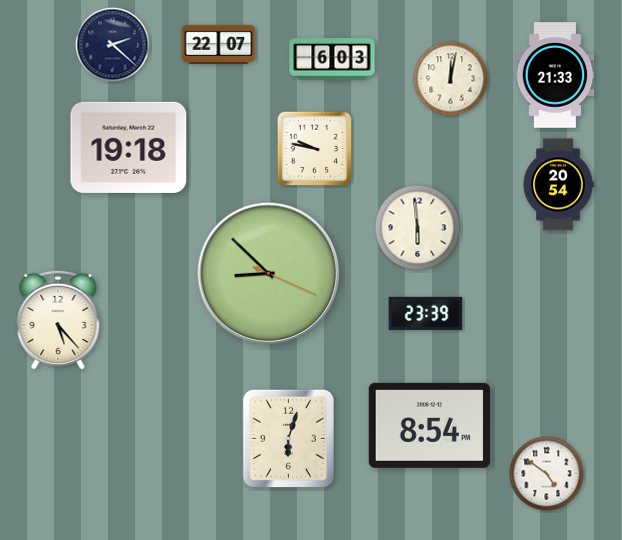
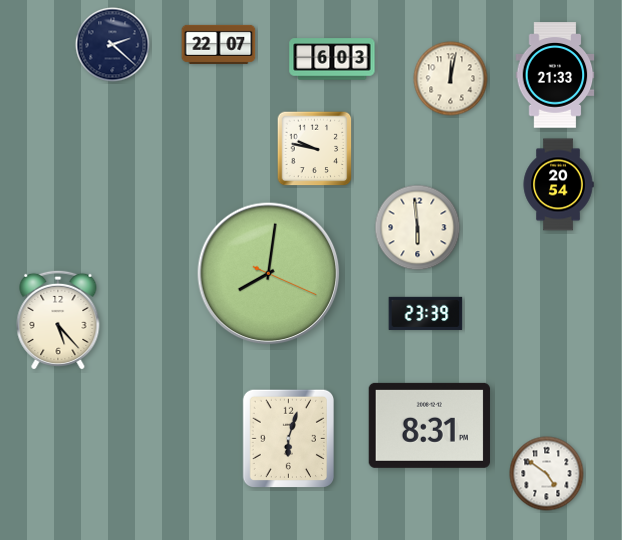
clock at (129, 147): 19:18 -> none
clock at (269, 274): 8:52 -> 8:01
clock at (429, 425): 8:54 -> 8:31
